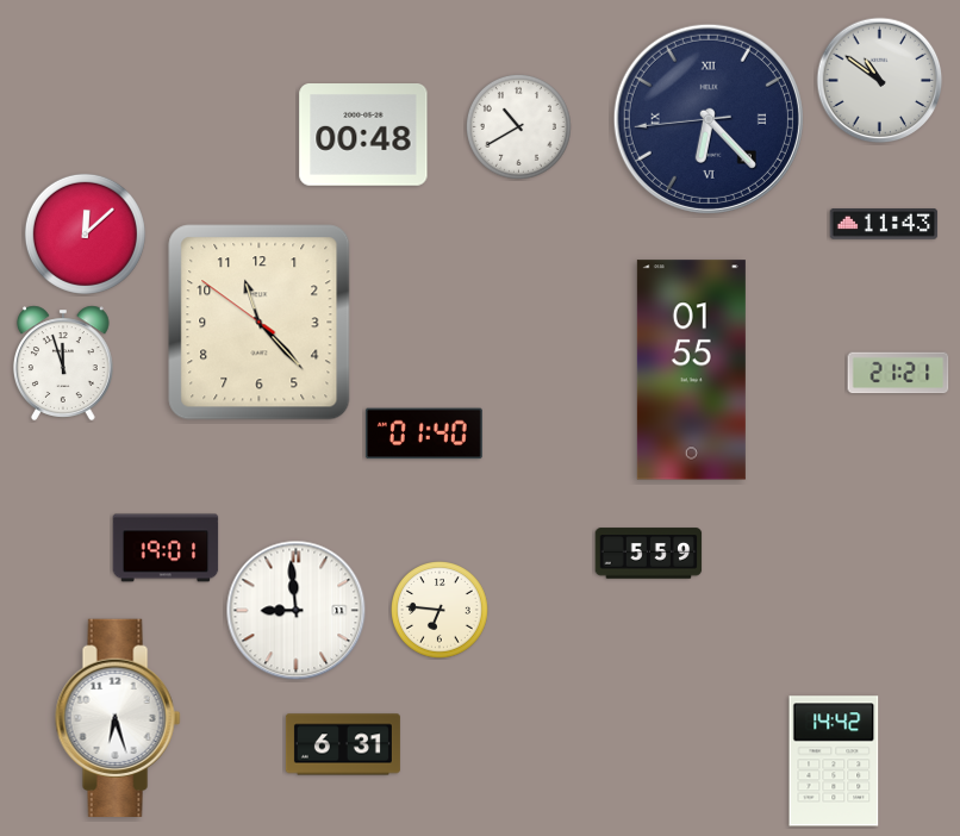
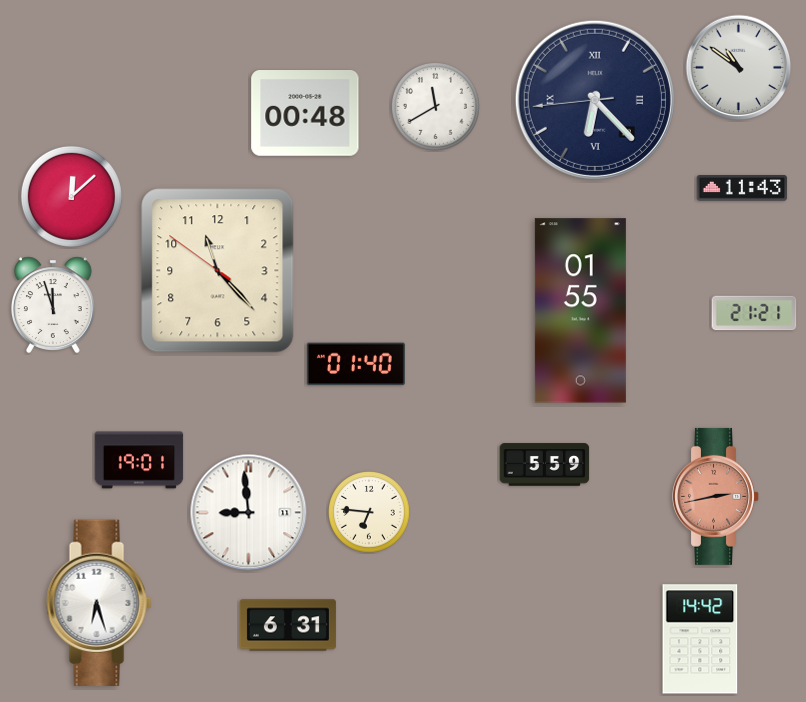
clock at (518, 126): 10:40 -> 11:40
clock at (716, 496): none -> 2:43
